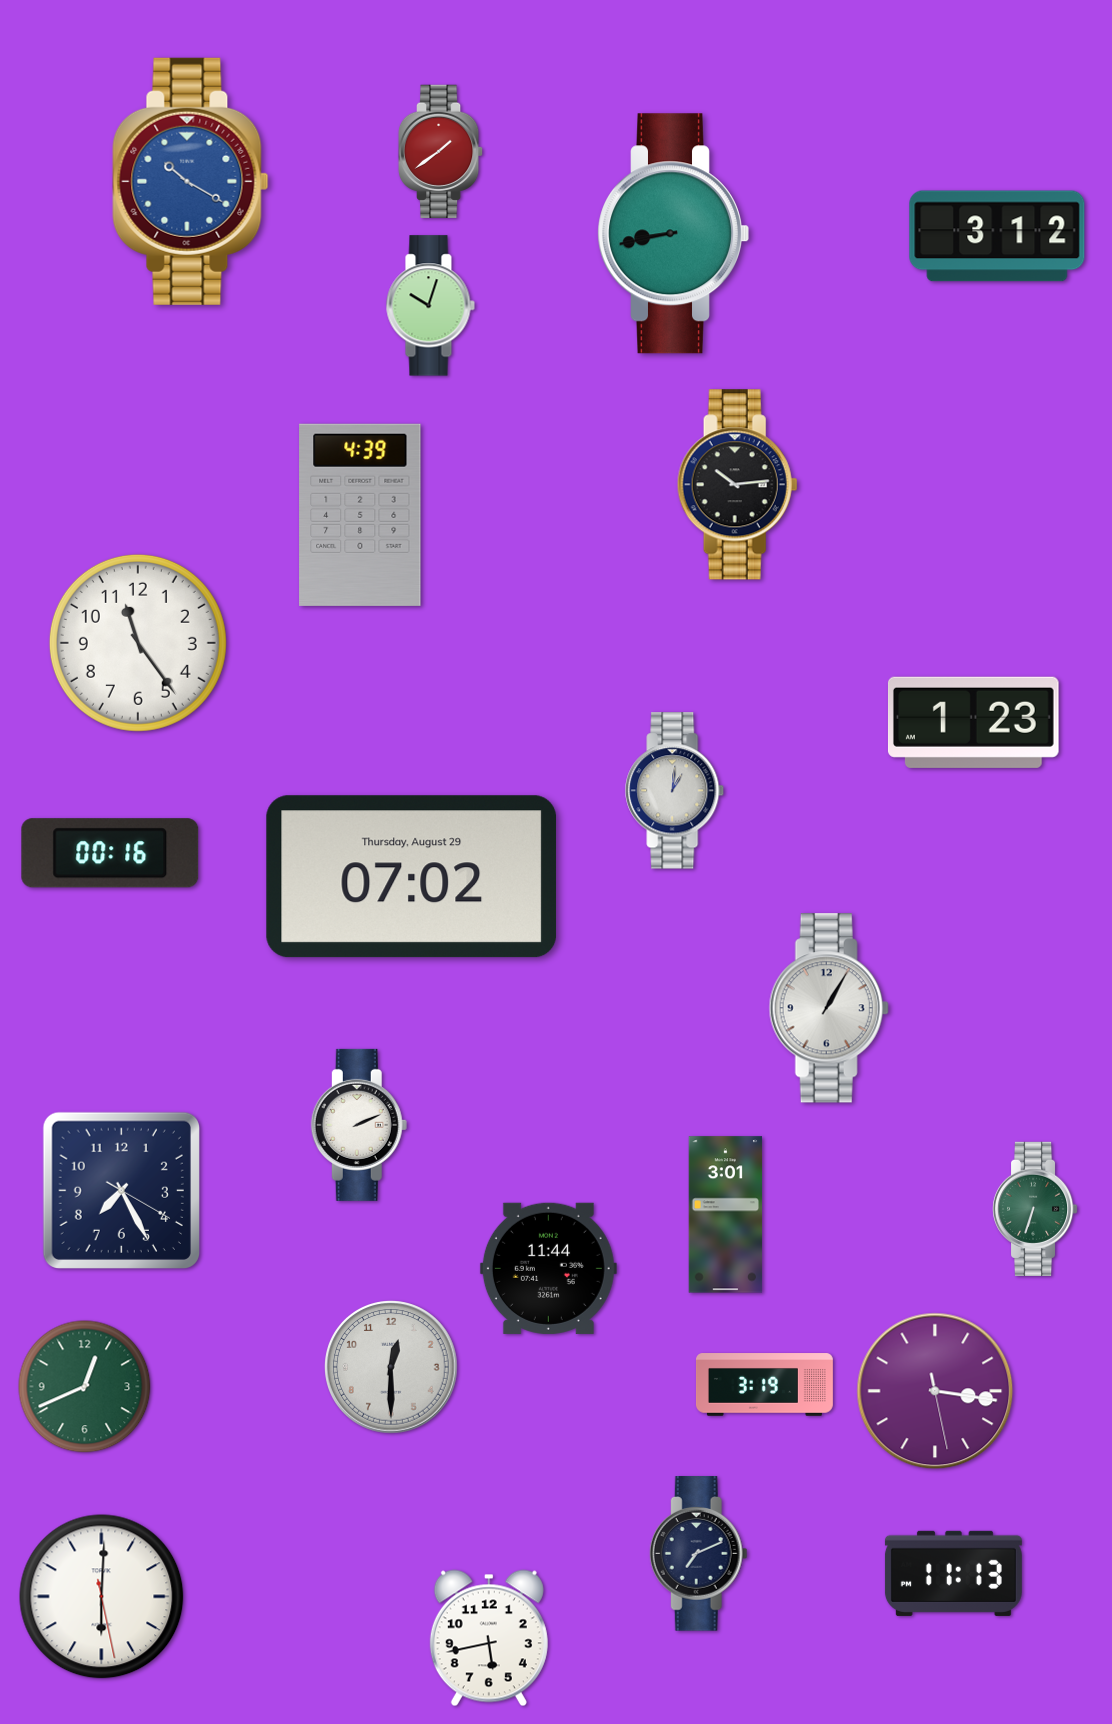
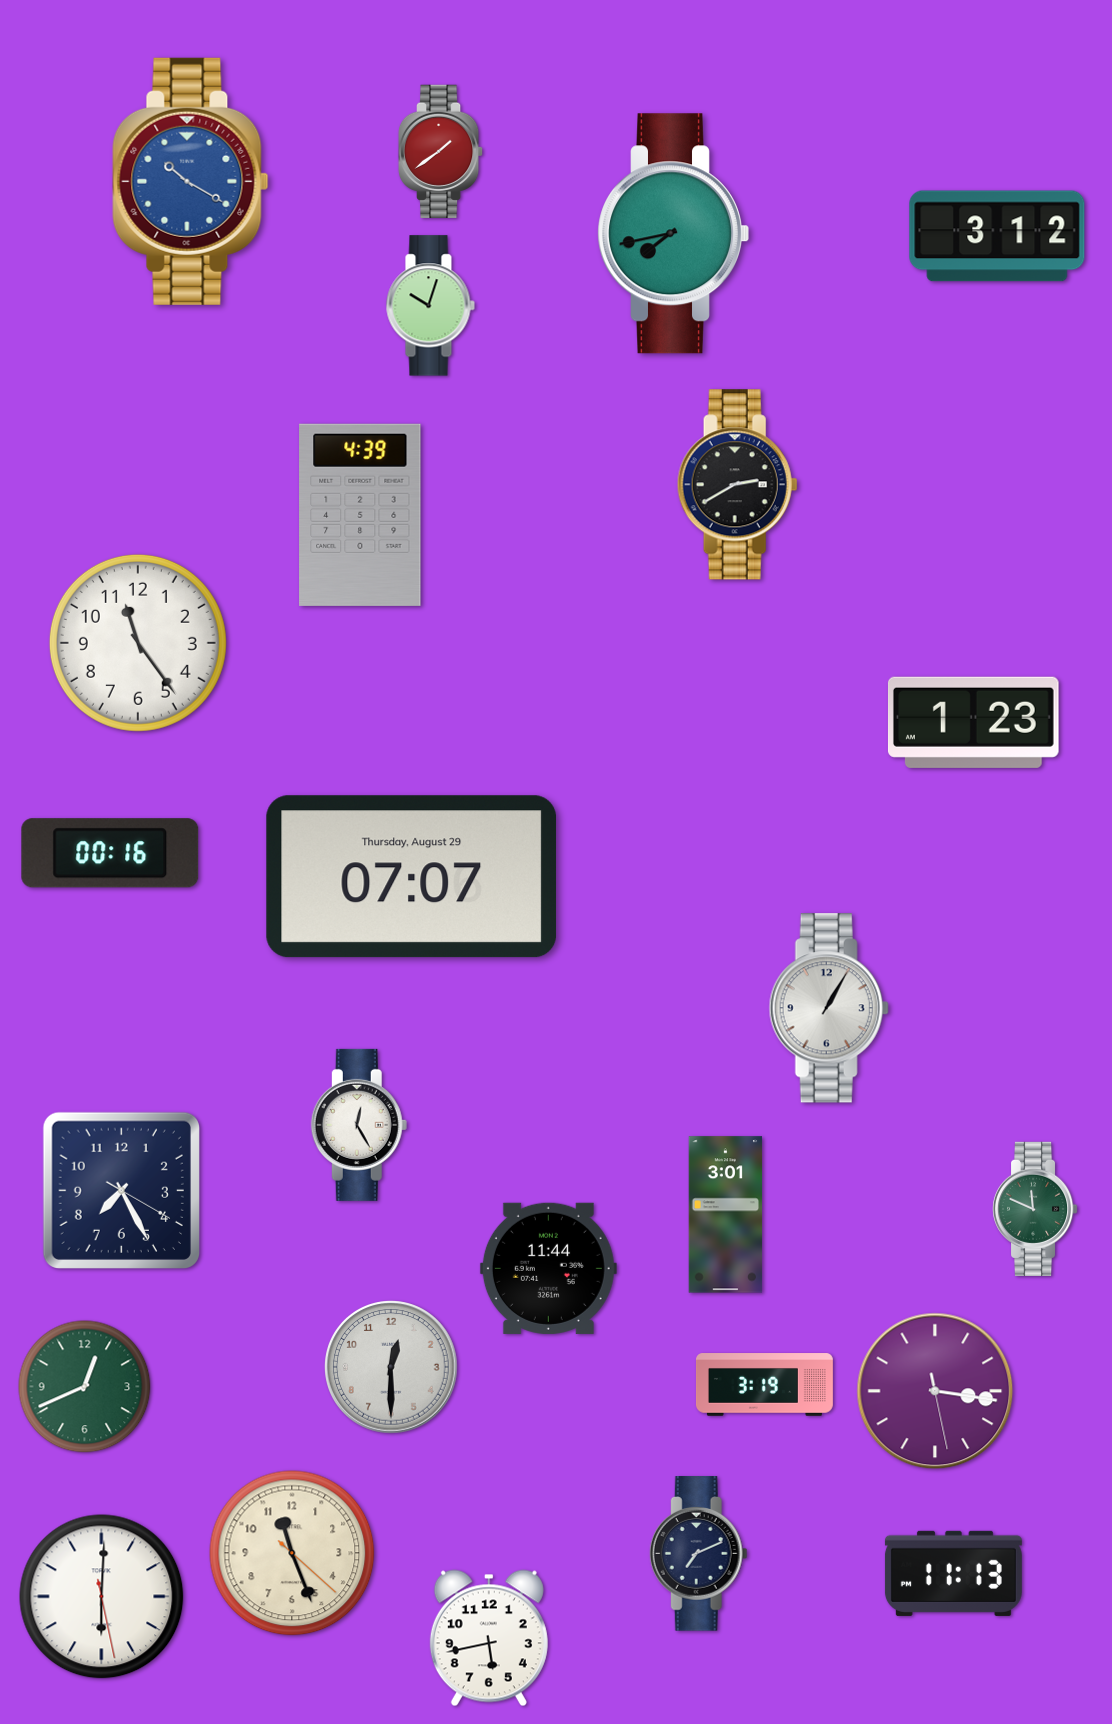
clock at (674, 234): 8:43 -> 7:43
clock at (737, 485): 10:14 -> 2:40
clock at (675, 791): 1:01 -> none
clock at (412, 877): 07:02 -> 07:07
clock at (359, 1125): 2:11 -> 12:25
clock at (1035, 1209): 6:33 -> 11:49
clock at (292, 1553): none -> 11:26
